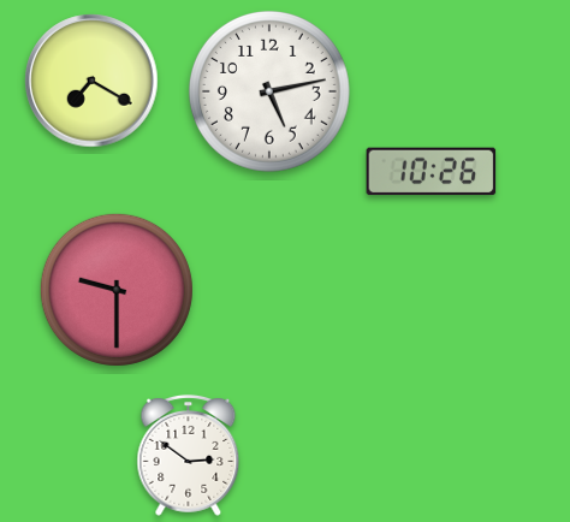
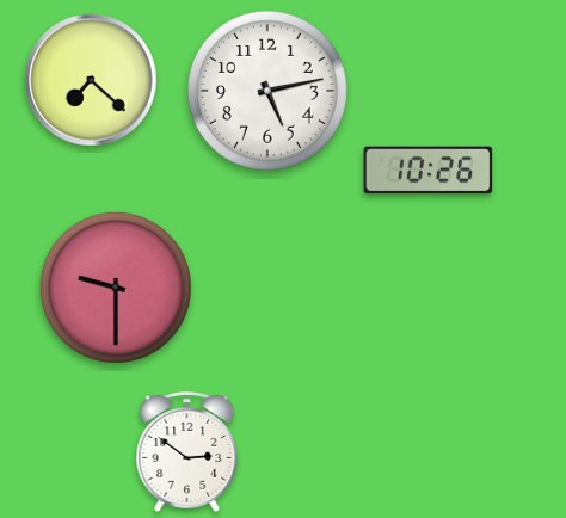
clock at (91, 81): 7:20 -> 7:22
